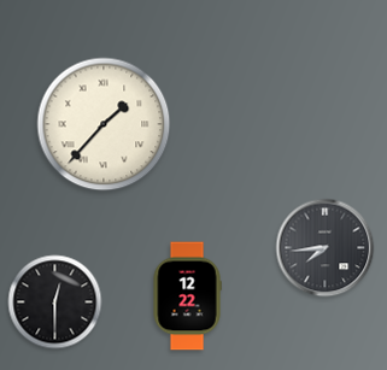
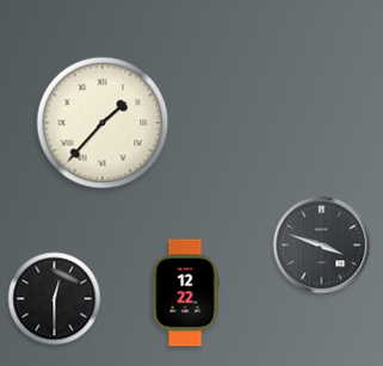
clock at (326, 248): 7:44 -> 3:48
